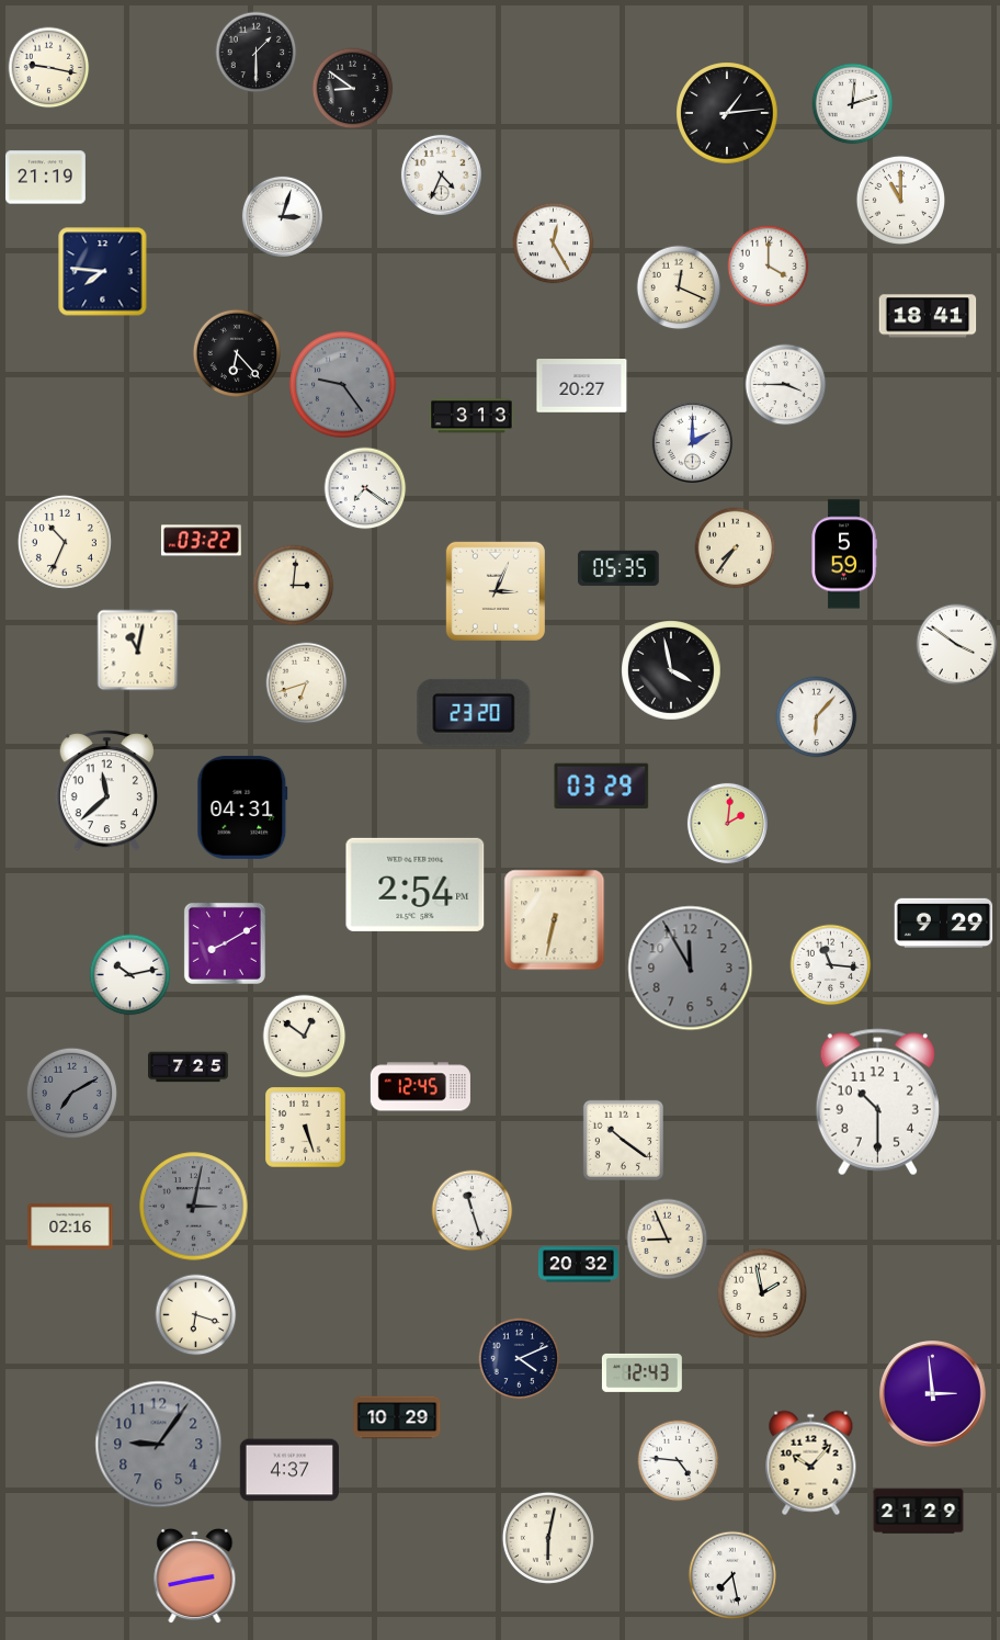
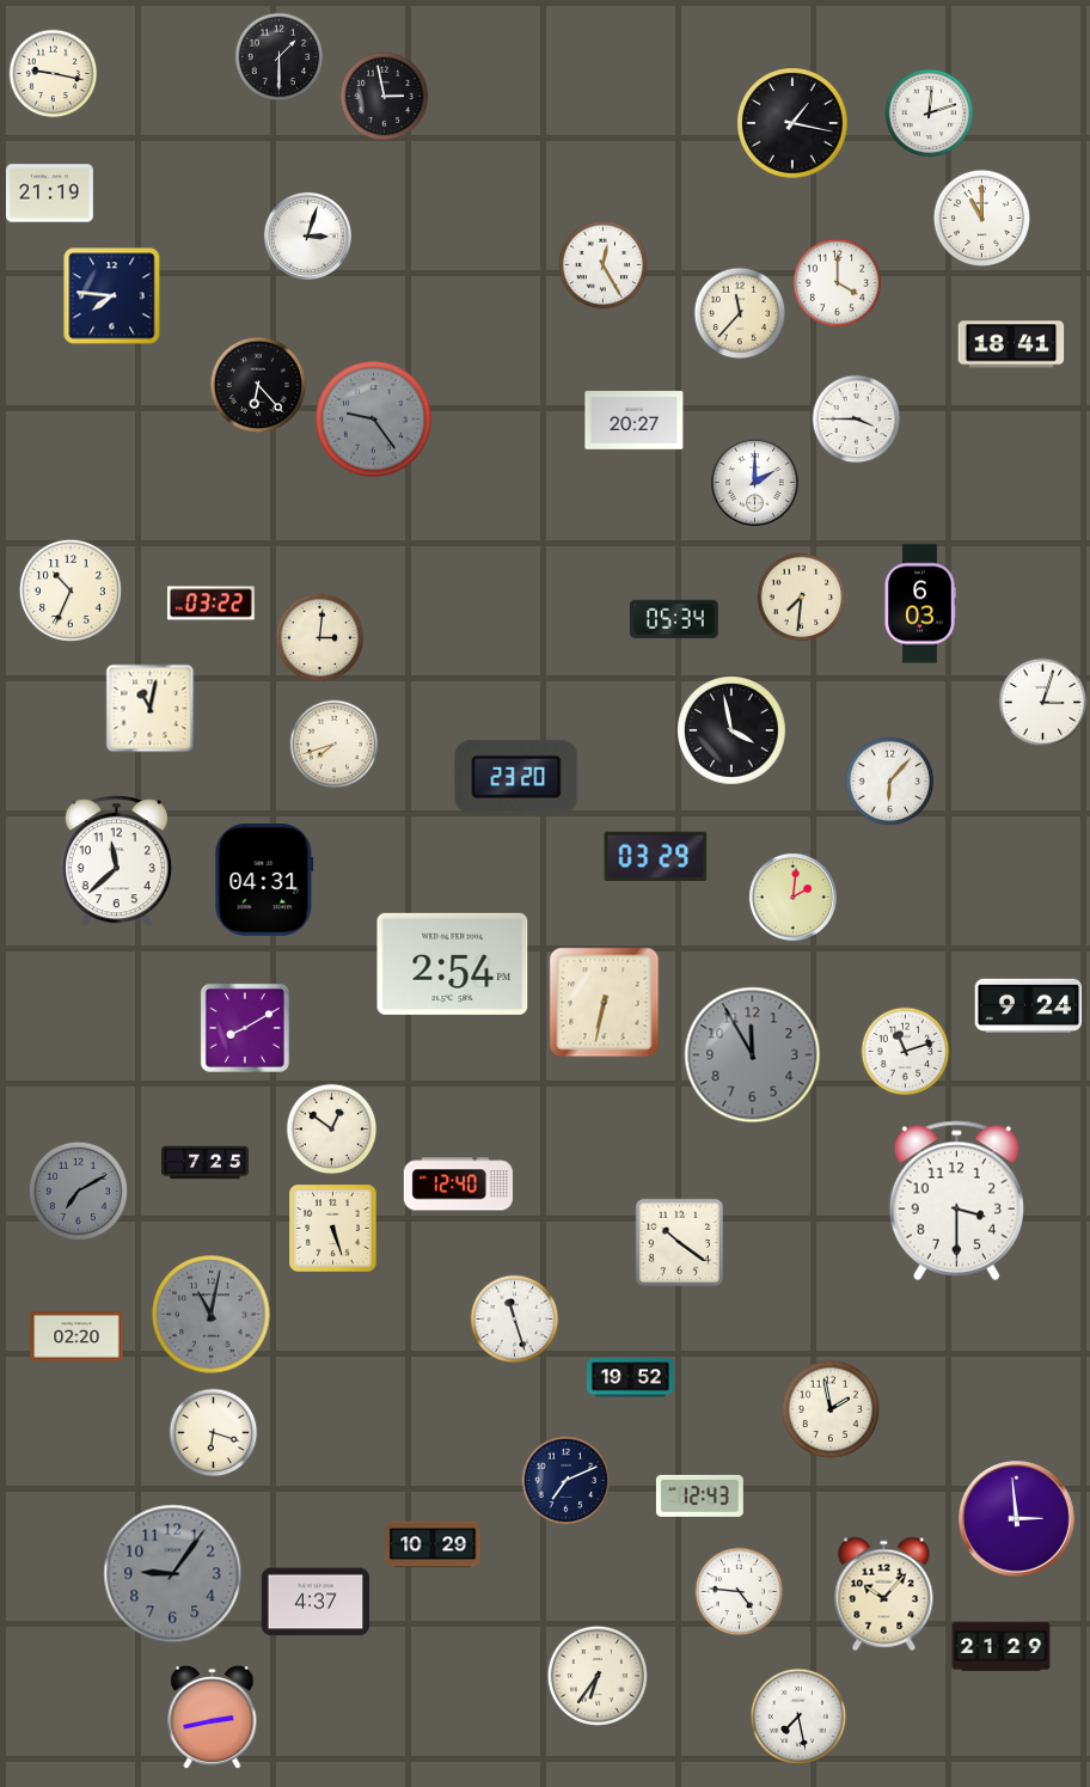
clock at (353, 89): 8:51 -> 2:58
clock at (727, 113): 1:14 -> 1:17
clock at (441, 174): 4:34 -> none
clock at (769, 267) position: (769, 267) -> (838, 283)
clock at (679, 287): 12:19 -> 11:37
clock at (471, 416): 3:13 -> none
clock at (365, 488): 7:21 -> none
clock at (201, 541) position: (201, 541) -> (210, 604)
clock at (736, 548): 7:36 -> 7:31
clock at (844, 554): 5:59 -> 6:03
clock at (618, 568): 05:35 -> 05:34
clock at (496, 591): 3:04 -> none
clock at (957, 645): 3:51 -> 3:03
clock at (307, 683): 6:42 -> 7:42
clock at (944, 923): 9:29 -> 9:24
clock at (831, 965): 11:16 -> 11:12
clock at (130, 975): 10:13 -> none
clock at (420, 1087): 12:45 -> 12:40
clock at (877, 1102): 10:30 -> 3:30
clock at (194, 1207): 3:02 -> 11:02
clock at (70, 1226): 02:16 -> 02:20
clock at (668, 1240): 8:56 -> none
clock at (578, 1265): 20:32 -> 19:52
clock at (520, 1359): 4:11 -> 7:11
clock at (548, 1538): 6:02 -> 6:36
